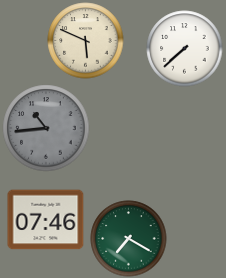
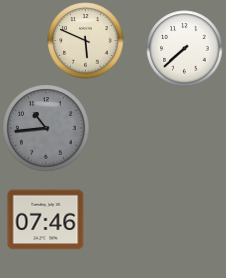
clock at (129, 239): 7:20 -> none
